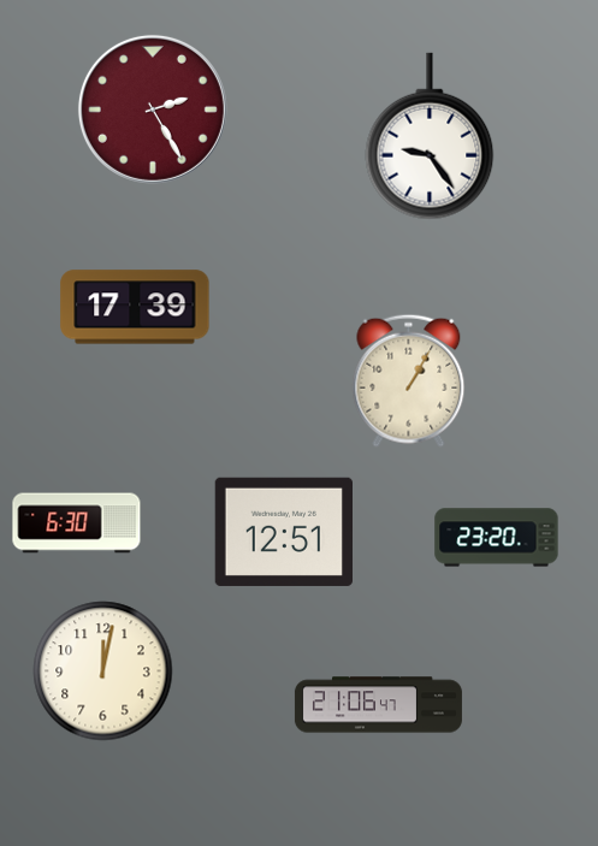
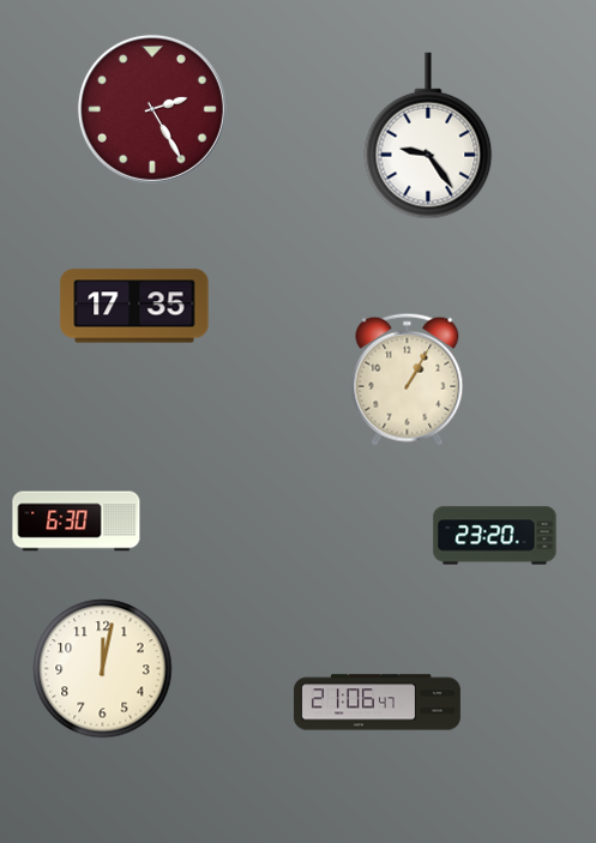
clock at (135, 307): 17:39 -> 17:35
clock at (283, 532): 12:51 -> none
